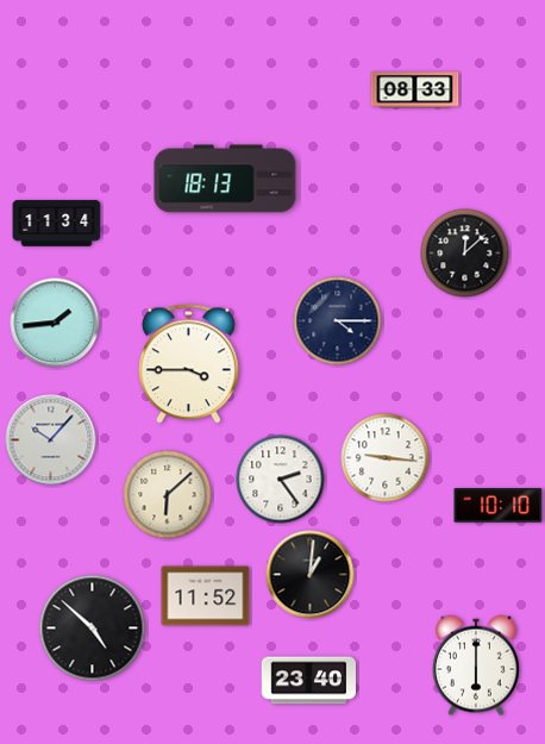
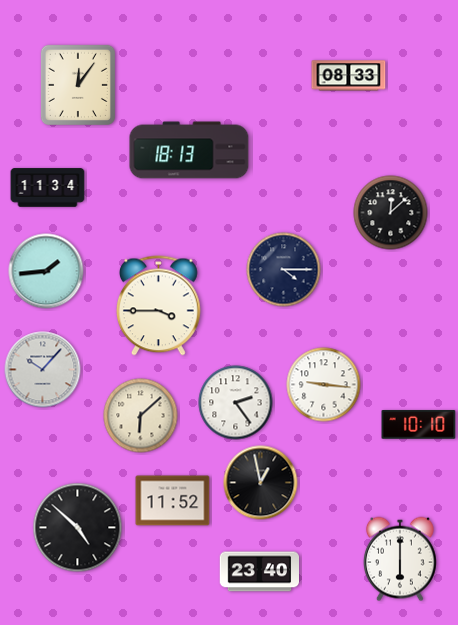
clock at (78, 85): none -> 12:06
clock at (311, 575): 1:01 -> 12:58
